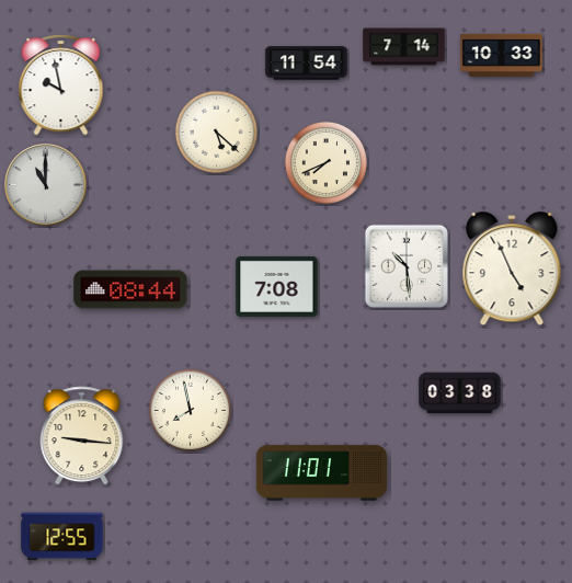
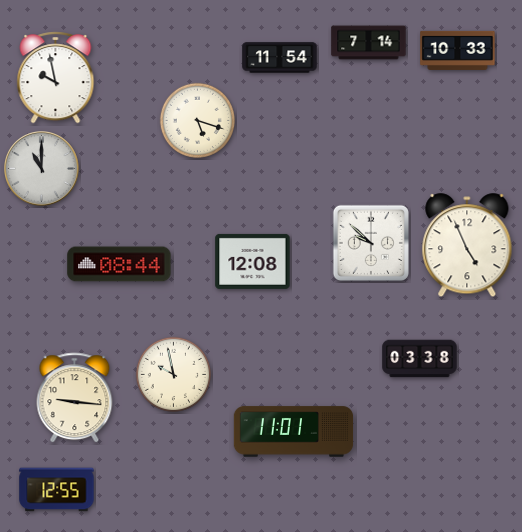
clock at (216, 132): 5:22 -> 5:18
clock at (325, 162): 7:41 -> none
clock at (407, 266): 10:29 -> 9:52
clock at (277, 286): 7:08 -> 12:08
clock at (190, 410): 7:58 -> 9:58
